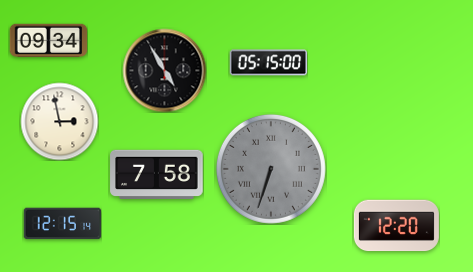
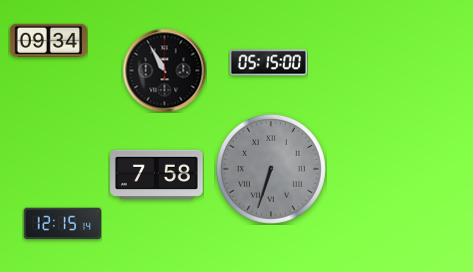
clock at (164, 70): 4:55 -> 10:55
clock at (59, 121): 2:58 -> none
clock at (396, 226): 12:20 -> none
